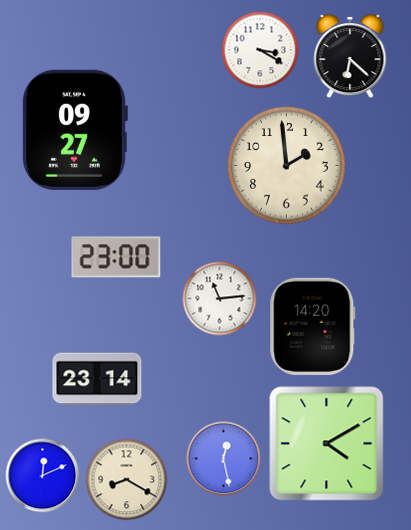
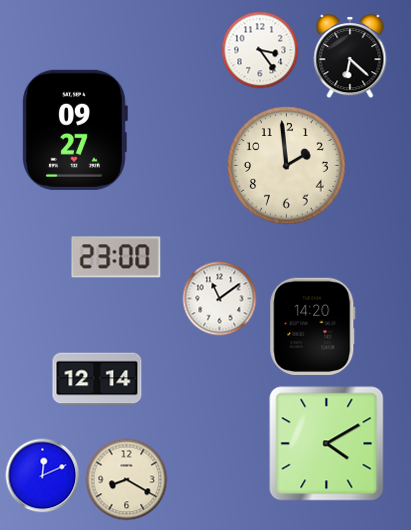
clock at (260, 50): 3:20 -> 3:24
clock at (220, 299): 11:14 -> 11:09
clock at (97, 379): 23:14 -> 12:14
clock at (224, 459): 12:28 -> none
